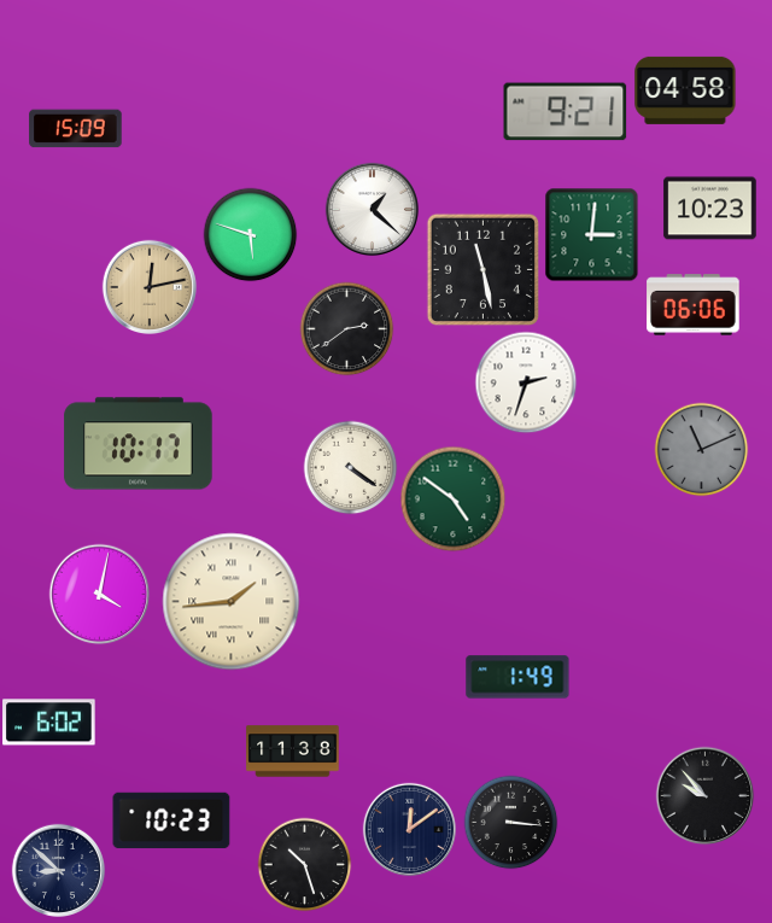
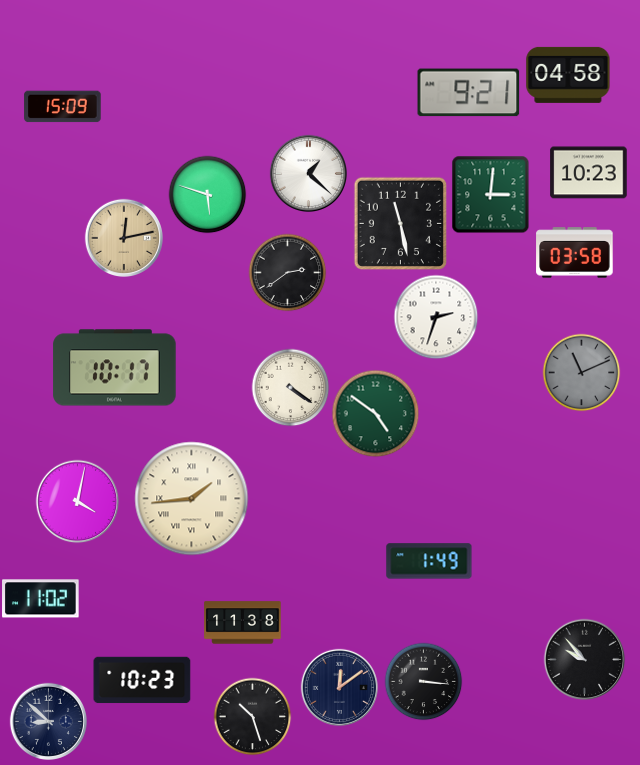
clock at (694, 305): 06:06 -> 03:58
clock at (99, 594) position: (99, 594) -> (77, 501)
clock at (49, 723): 6:02 -> 11:02
